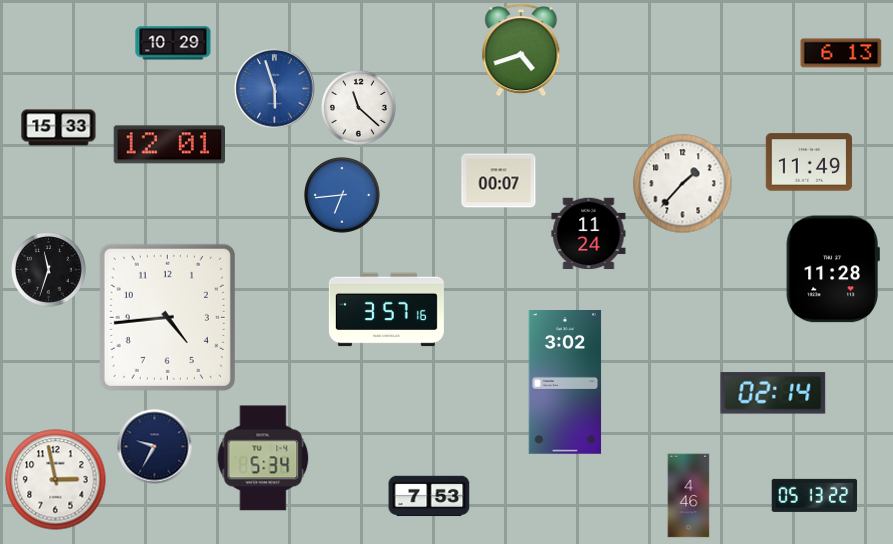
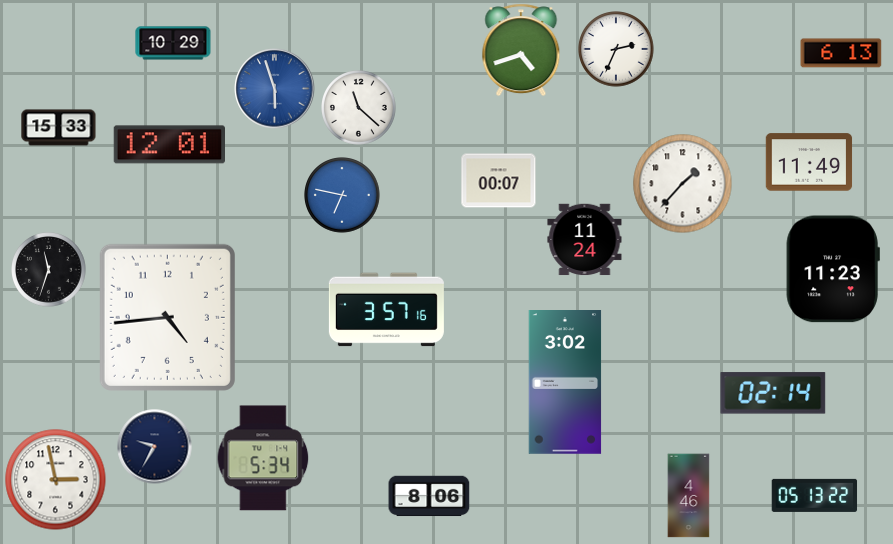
clock at (616, 49): none -> 2:34
clock at (342, 195): 6:44 -> 6:47
clock at (589, 234) position: (589, 234) -> (585, 240)
clock at (833, 269): 11:28 -> 11:23
clock at (429, 496): 7:53 -> 8:06
